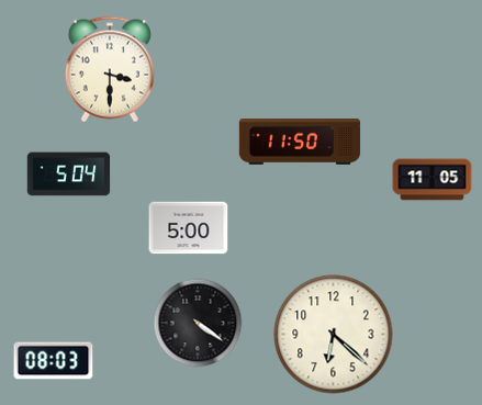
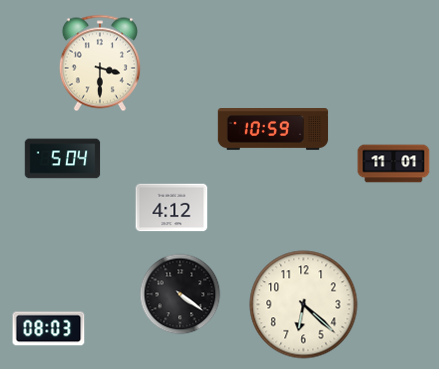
clock at (300, 142): 11:50 -> 10:59
clock at (433, 180): 11:05 -> 11:01
clock at (189, 228): 5:00 -> 4:12
